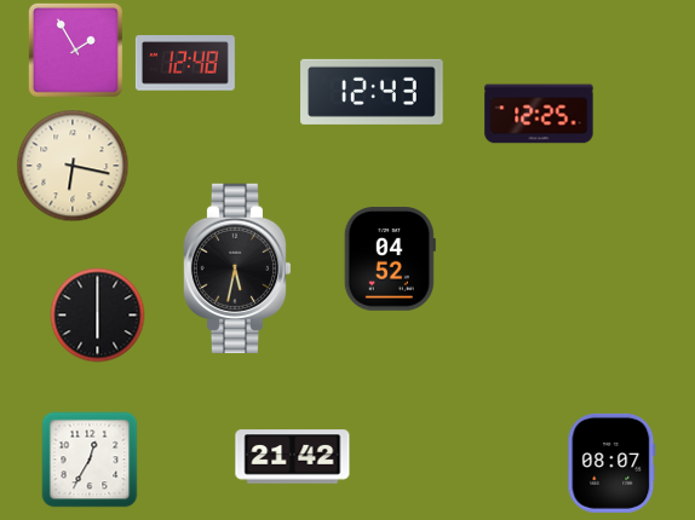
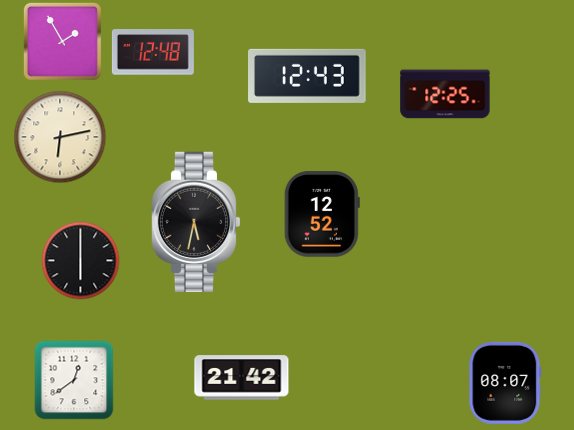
clock at (73, 166): 6:17 -> 6:13
clock at (390, 259): 04:52 -> 12:52
clock at (90, 460): 12:35 -> 12:39
